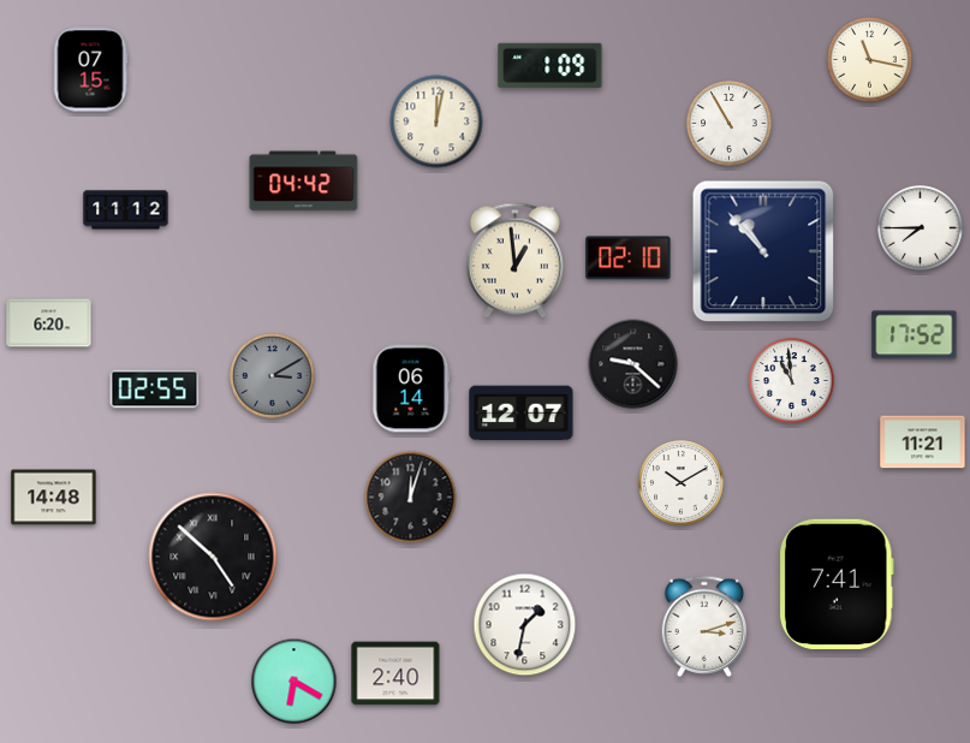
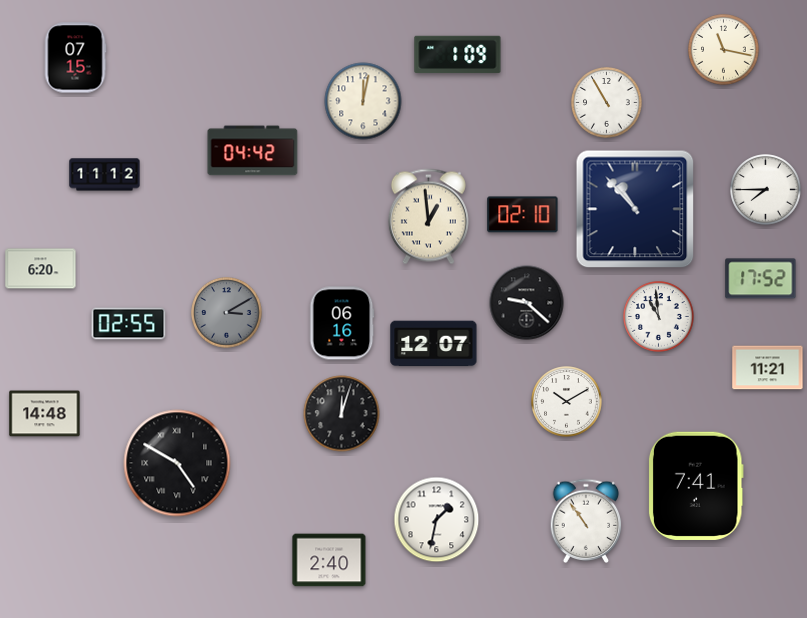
clock at (411, 388): 06:14 -> 06:16
clock at (213, 557): 4:52 -> 4:50
clock at (704, 625): 3:12 -> 10:54
clock at (294, 682): 6:20 -> none
